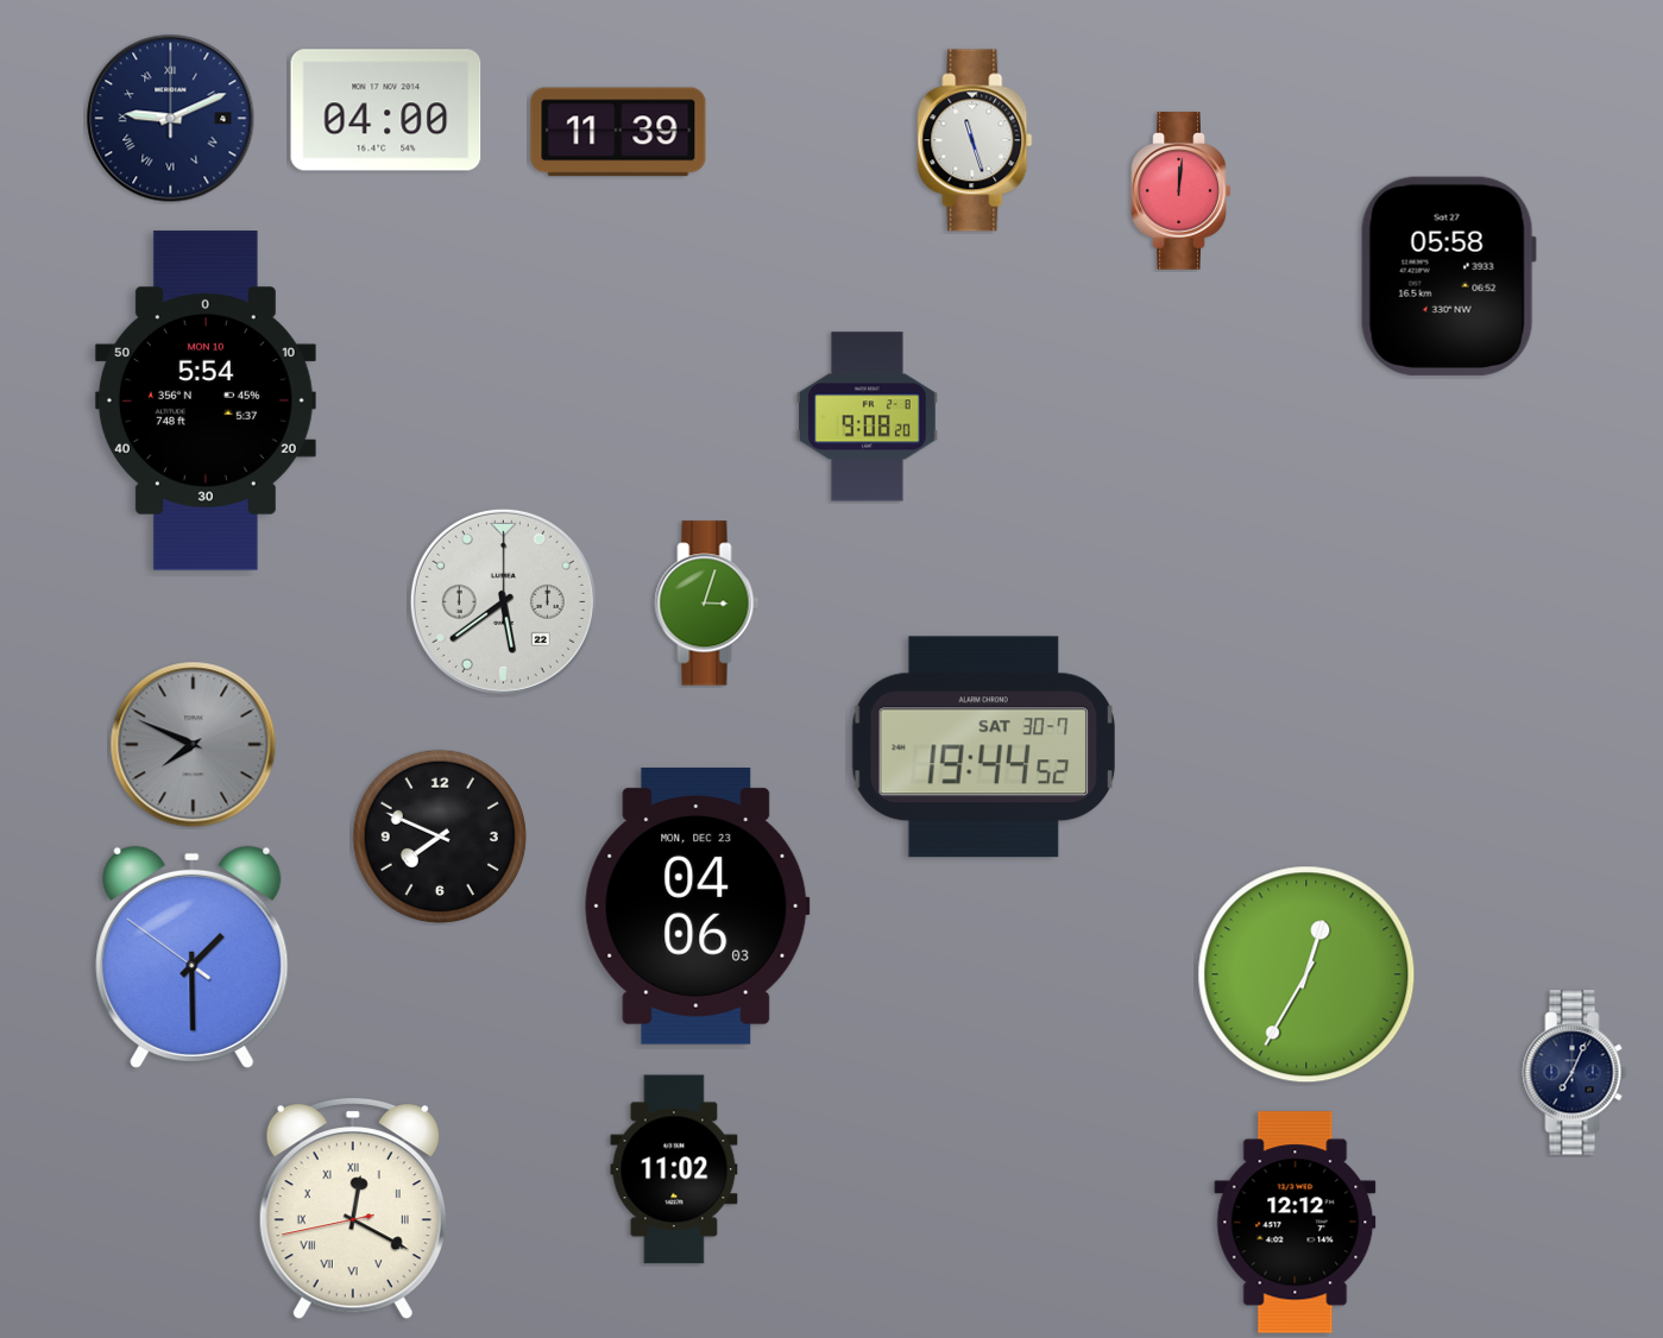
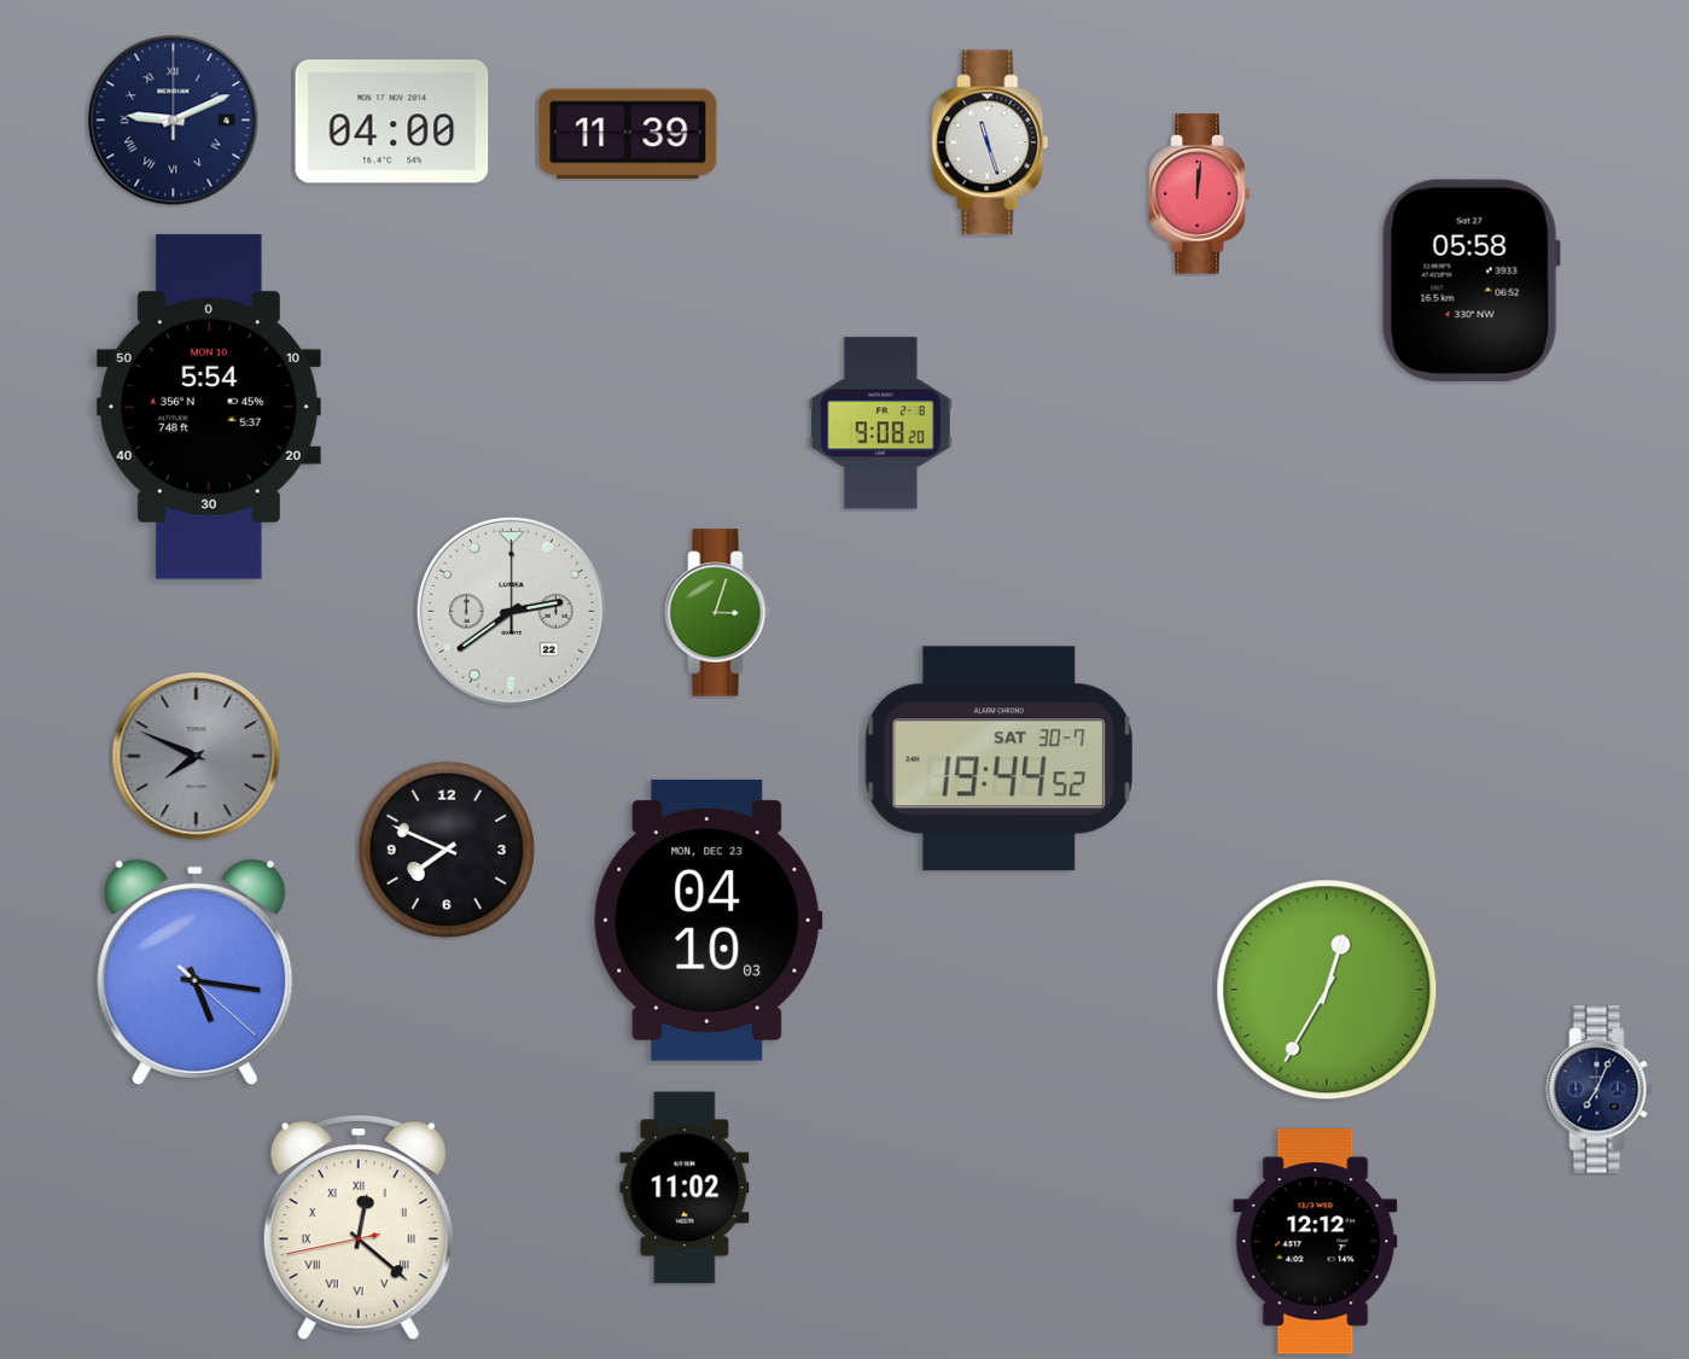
clock at (386, 111) position: (386, 111) -> (392, 122)
clock at (503, 601): 5:39 -> 2:39
clock at (698, 905): 04:06 -> 04:10
clock at (193, 957): 1:29 -> 5:16
clock at (353, 1208): 12:19 -> 12:21
